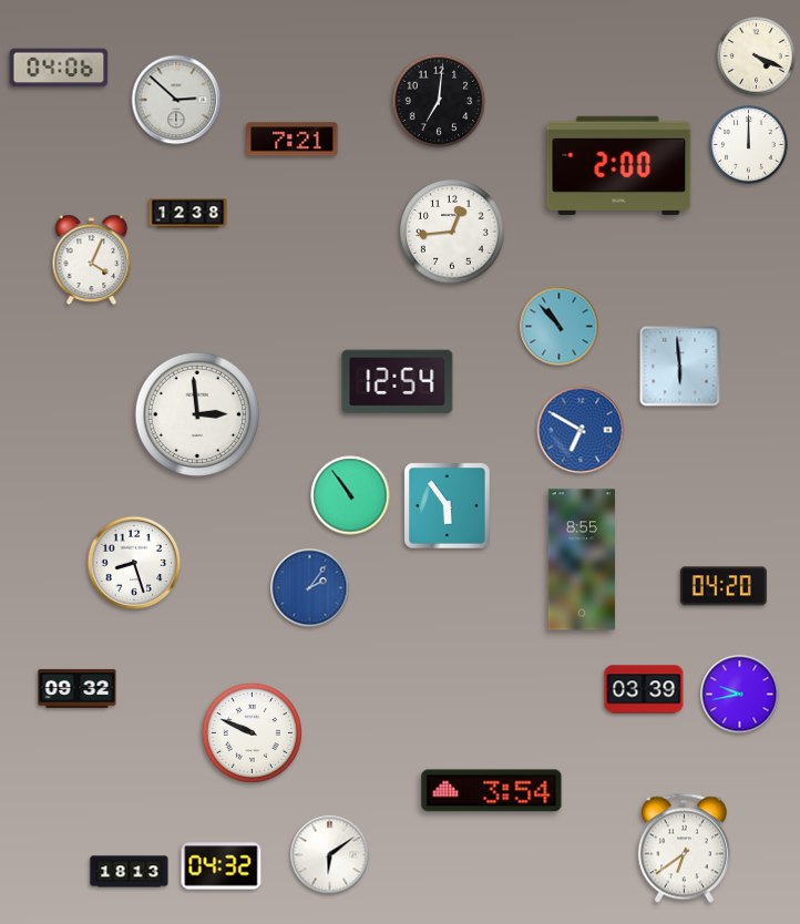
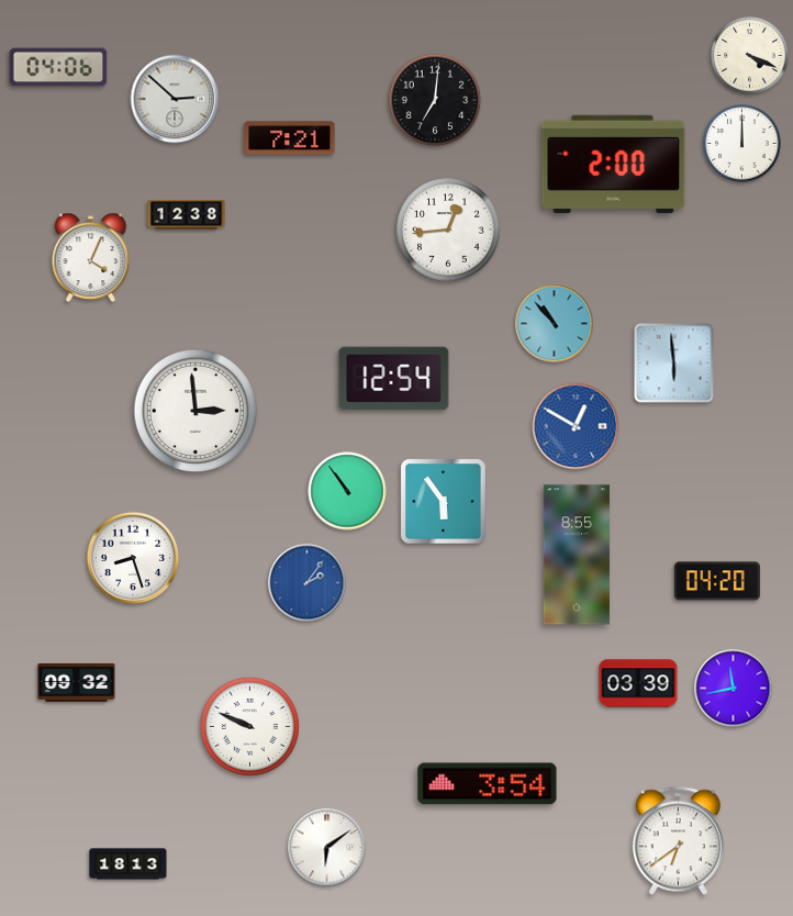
clock at (188, 214) position: (188, 214) -> (187, 215)
clock at (581, 430): 6:50 -> 12:50
clock at (740, 695): 9:43 -> 11:43
clock at (222, 866): 04:32 -> none
